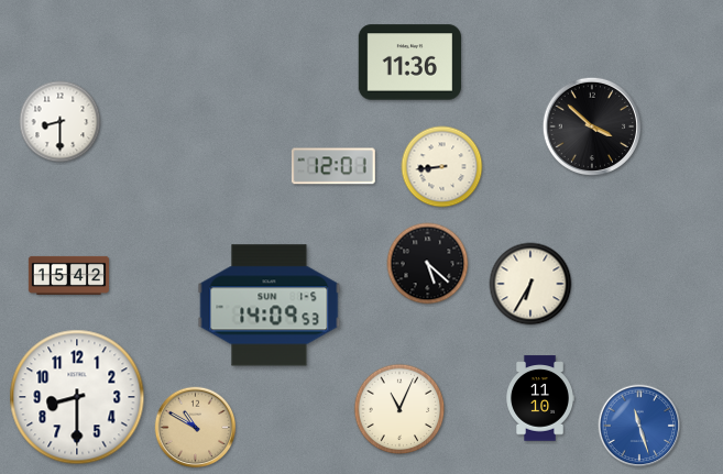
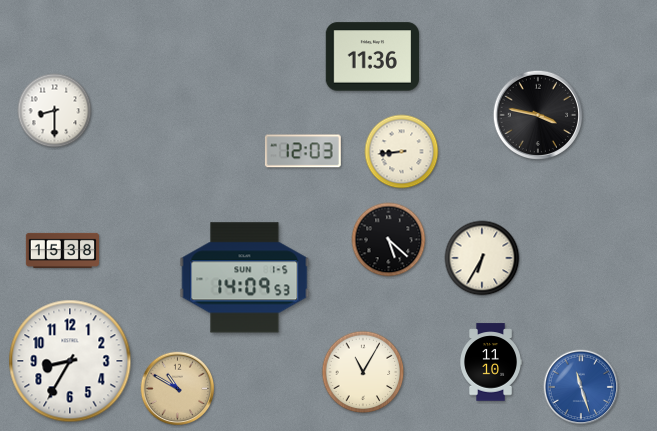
clock at (591, 125): 3:52 -> 3:47
clock at (333, 166): 12:01 -> 12:03
clock at (68, 275): 15:42 -> 15:38
clock at (77, 397): 8:30 -> 8:35
clock at (399, 409): 11:04 -> 11:05
